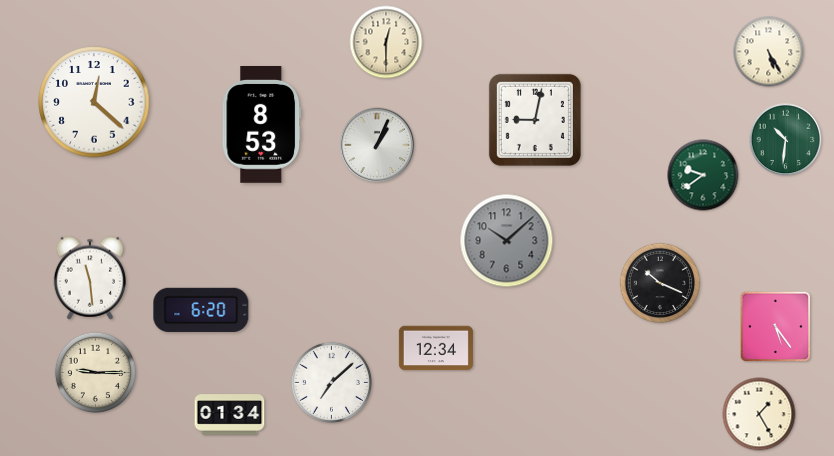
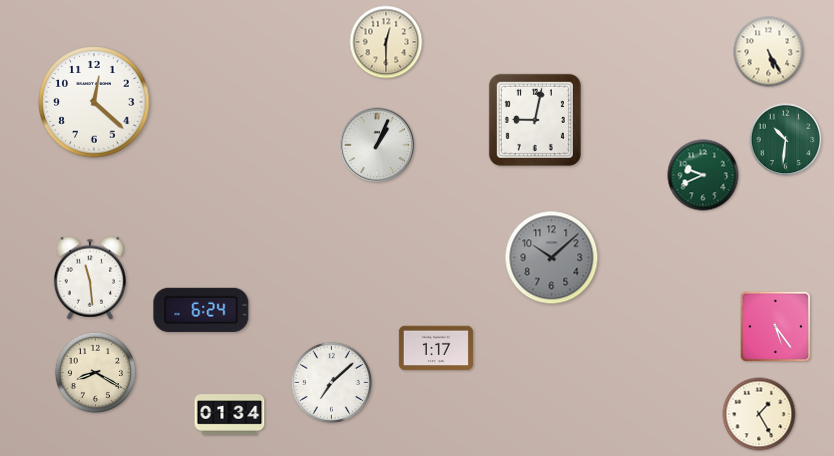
clock at (261, 125): 8:53 -> none
clock at (703, 175): 9:39 -> 9:41
clock at (507, 241) position: (507, 241) -> (552, 258)
clock at (660, 283): 10:19 -> none
clock at (201, 310): 6:20 -> 6:24
clock at (436, 348): 12:34 -> 1:17
clock at (95, 372): 9:15 -> 8:20
